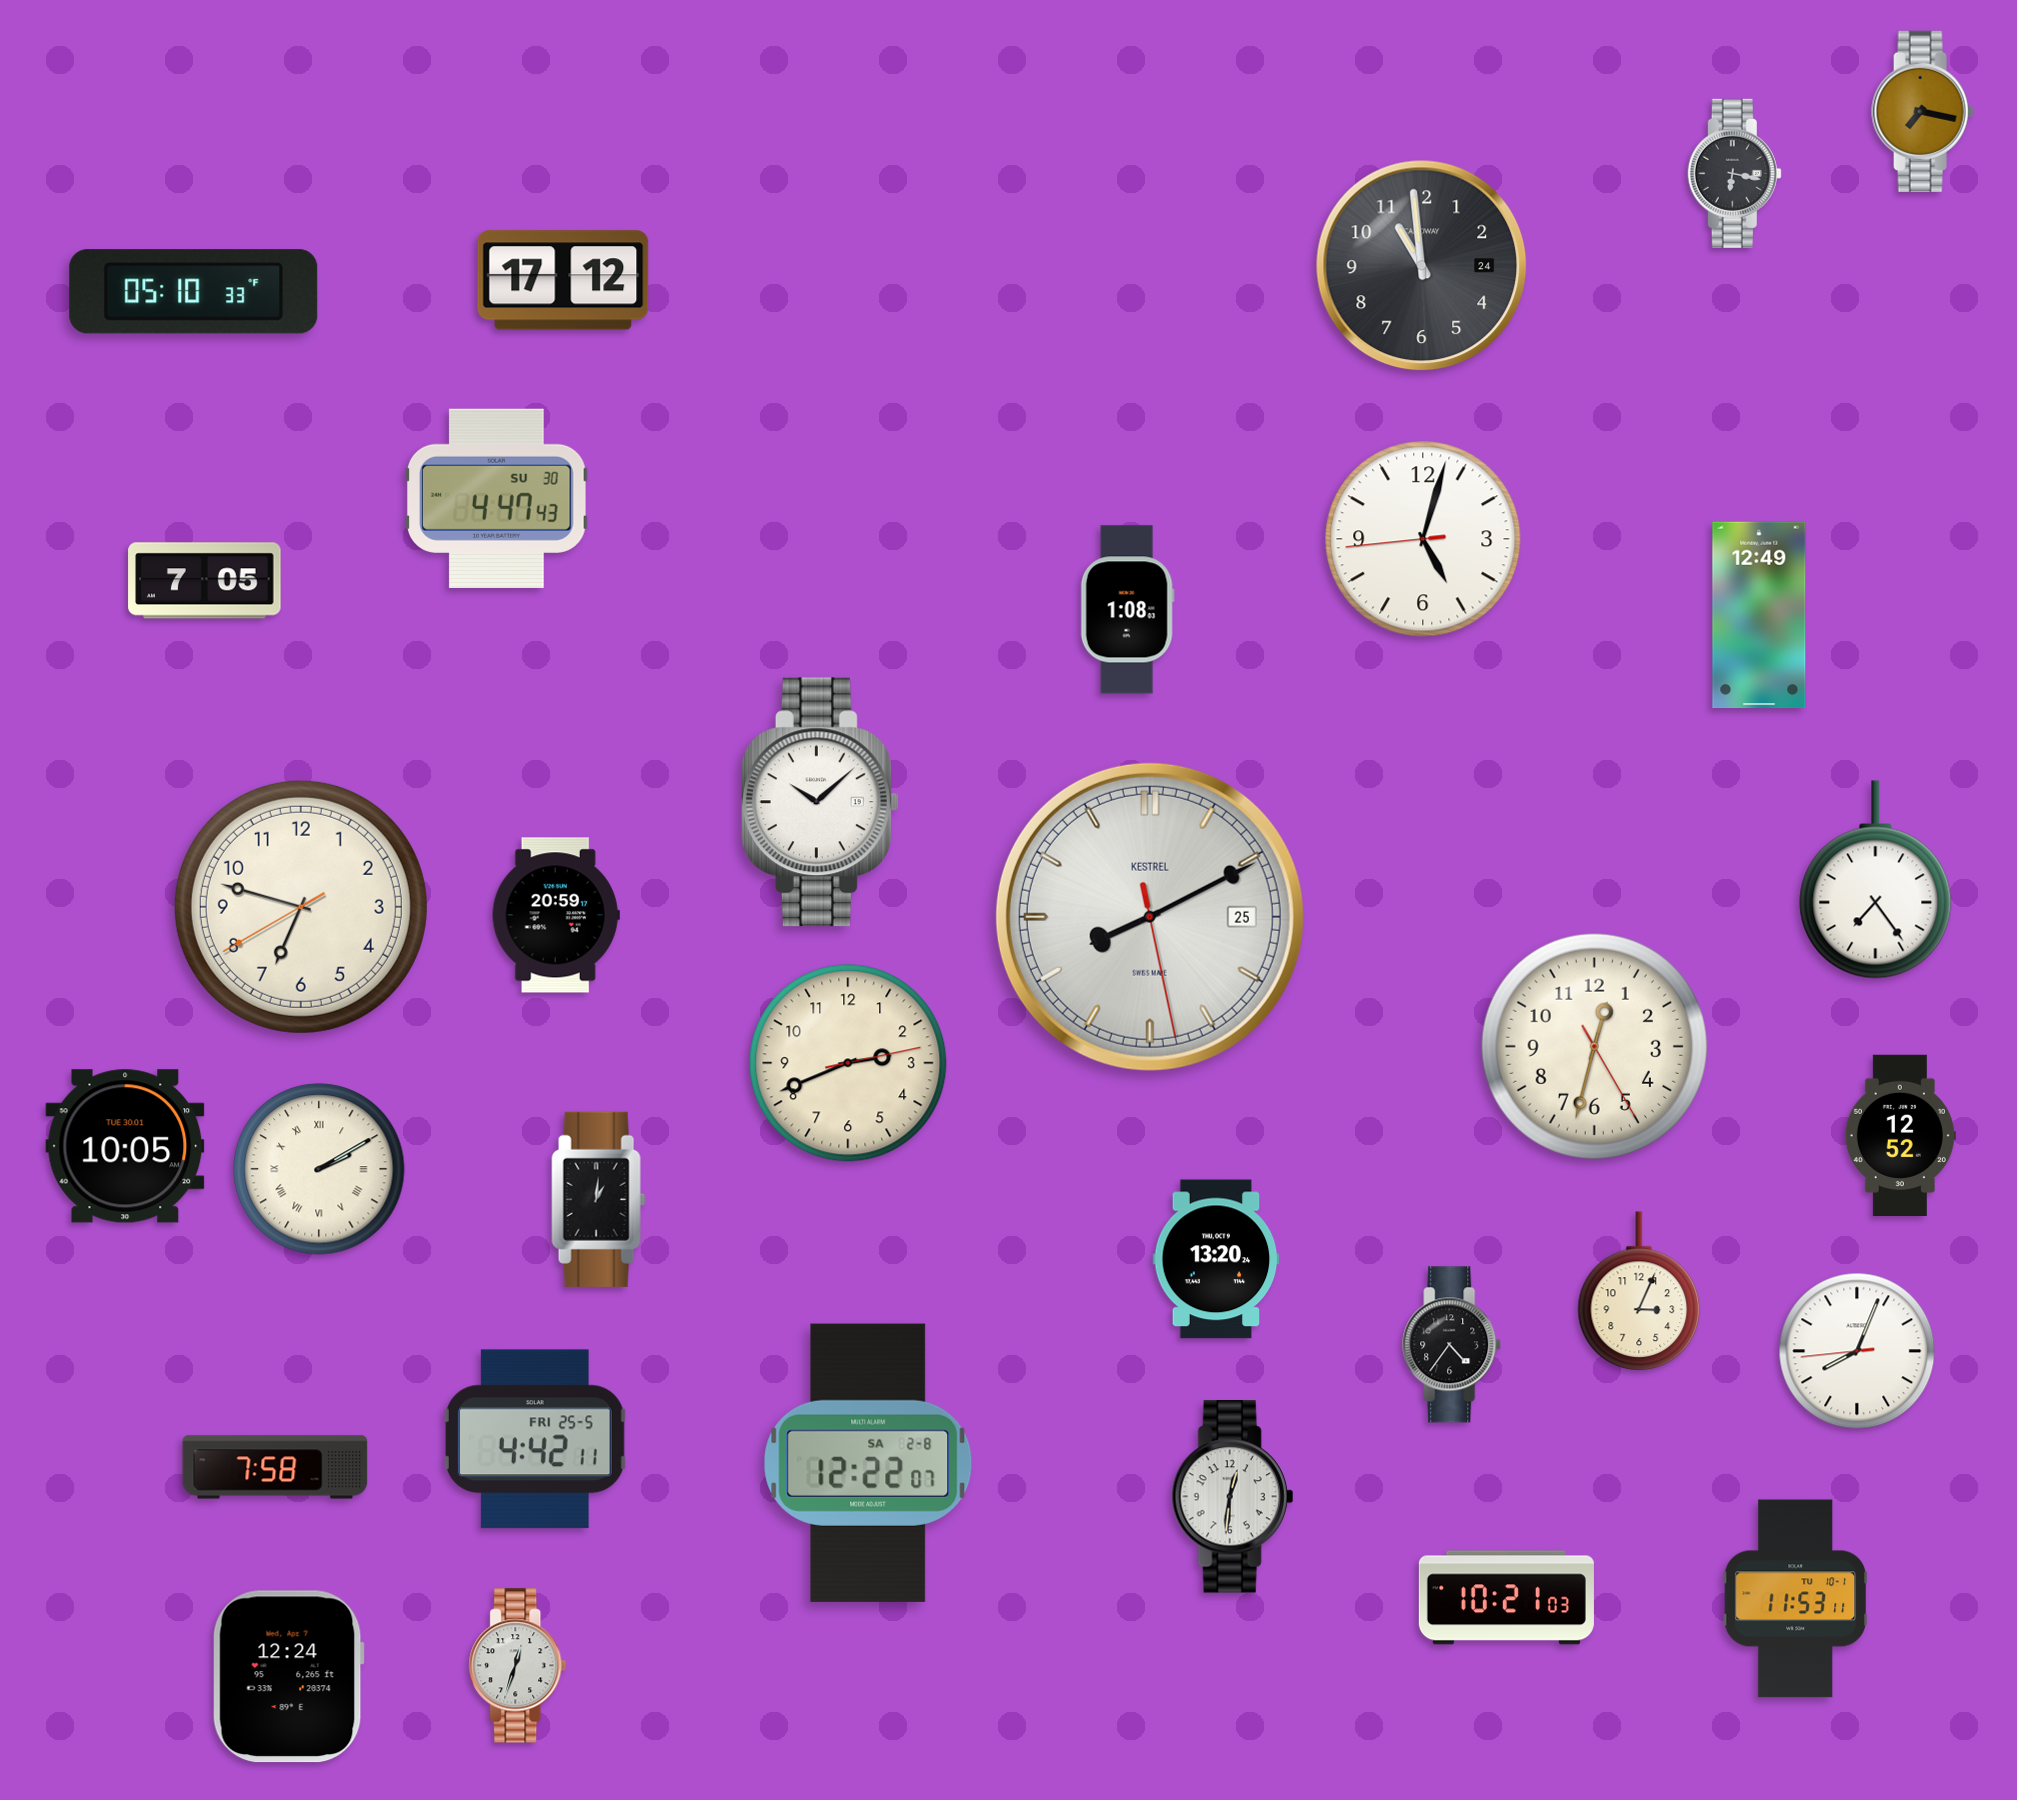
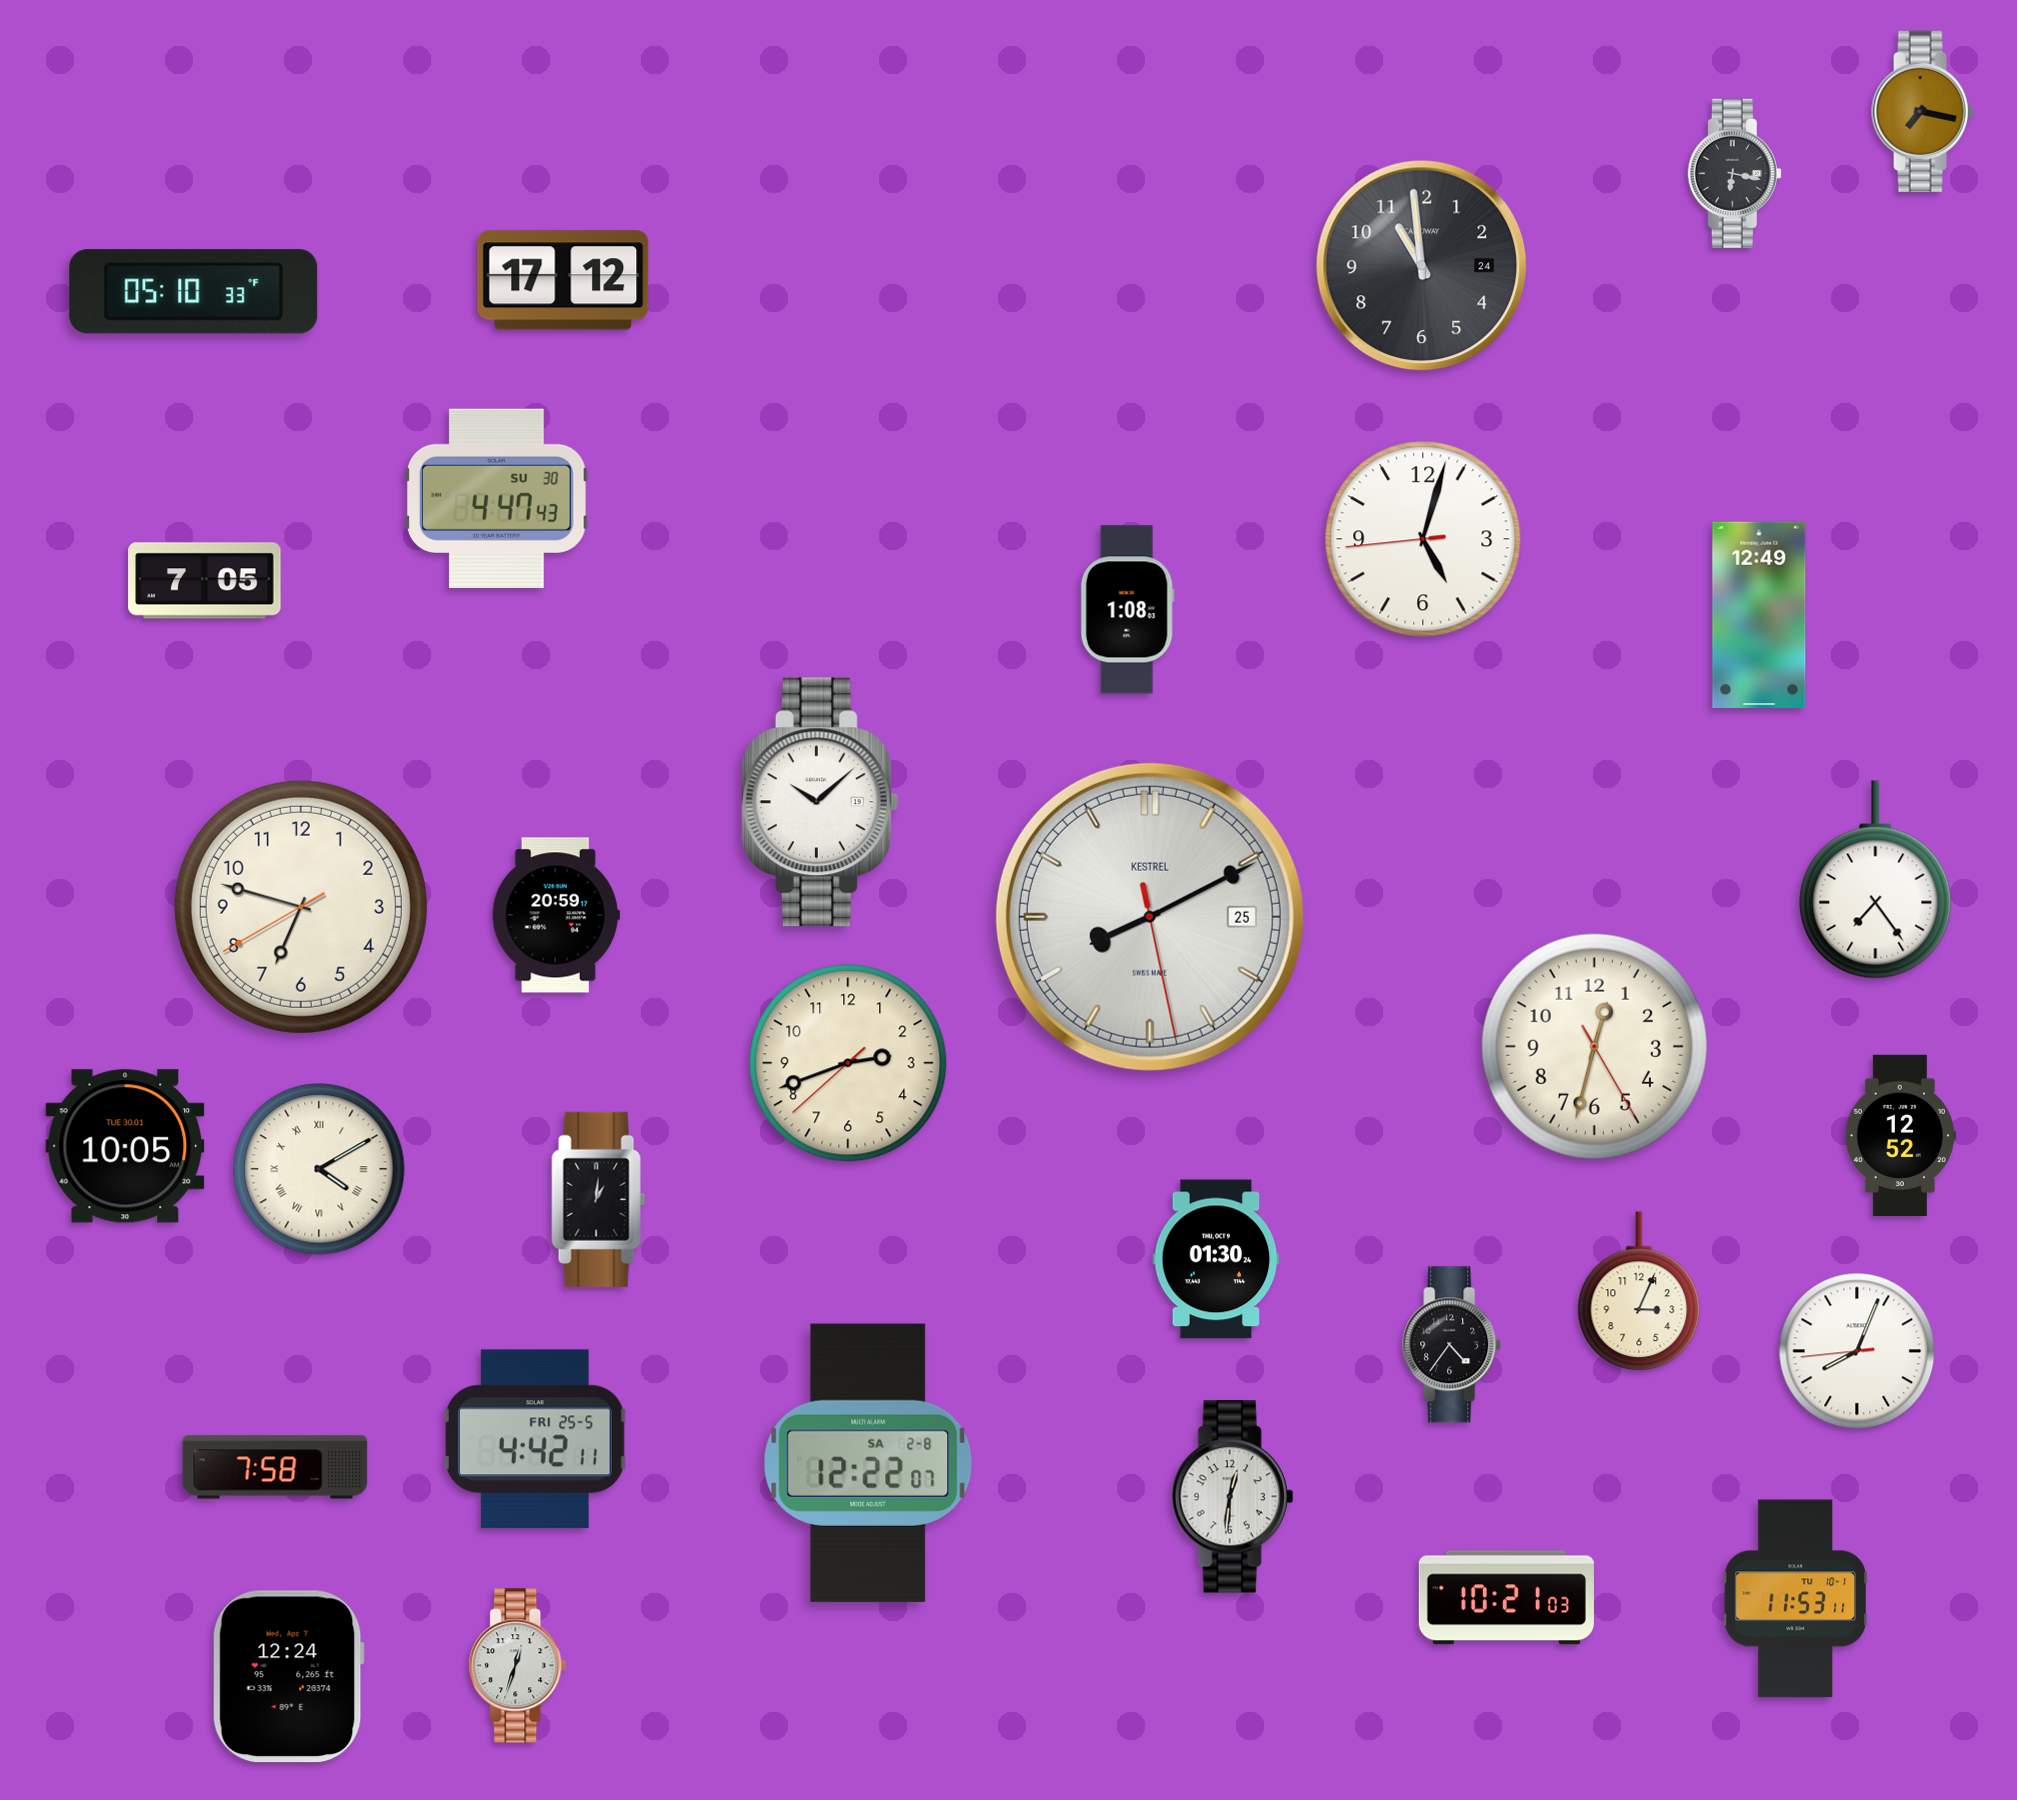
clock at (848, 1063): 2:41:13 -> 2:41:38
clock at (319, 1169): 2:10 -> 4:10
clock at (1216, 1259): 13:20 -> 01:30
